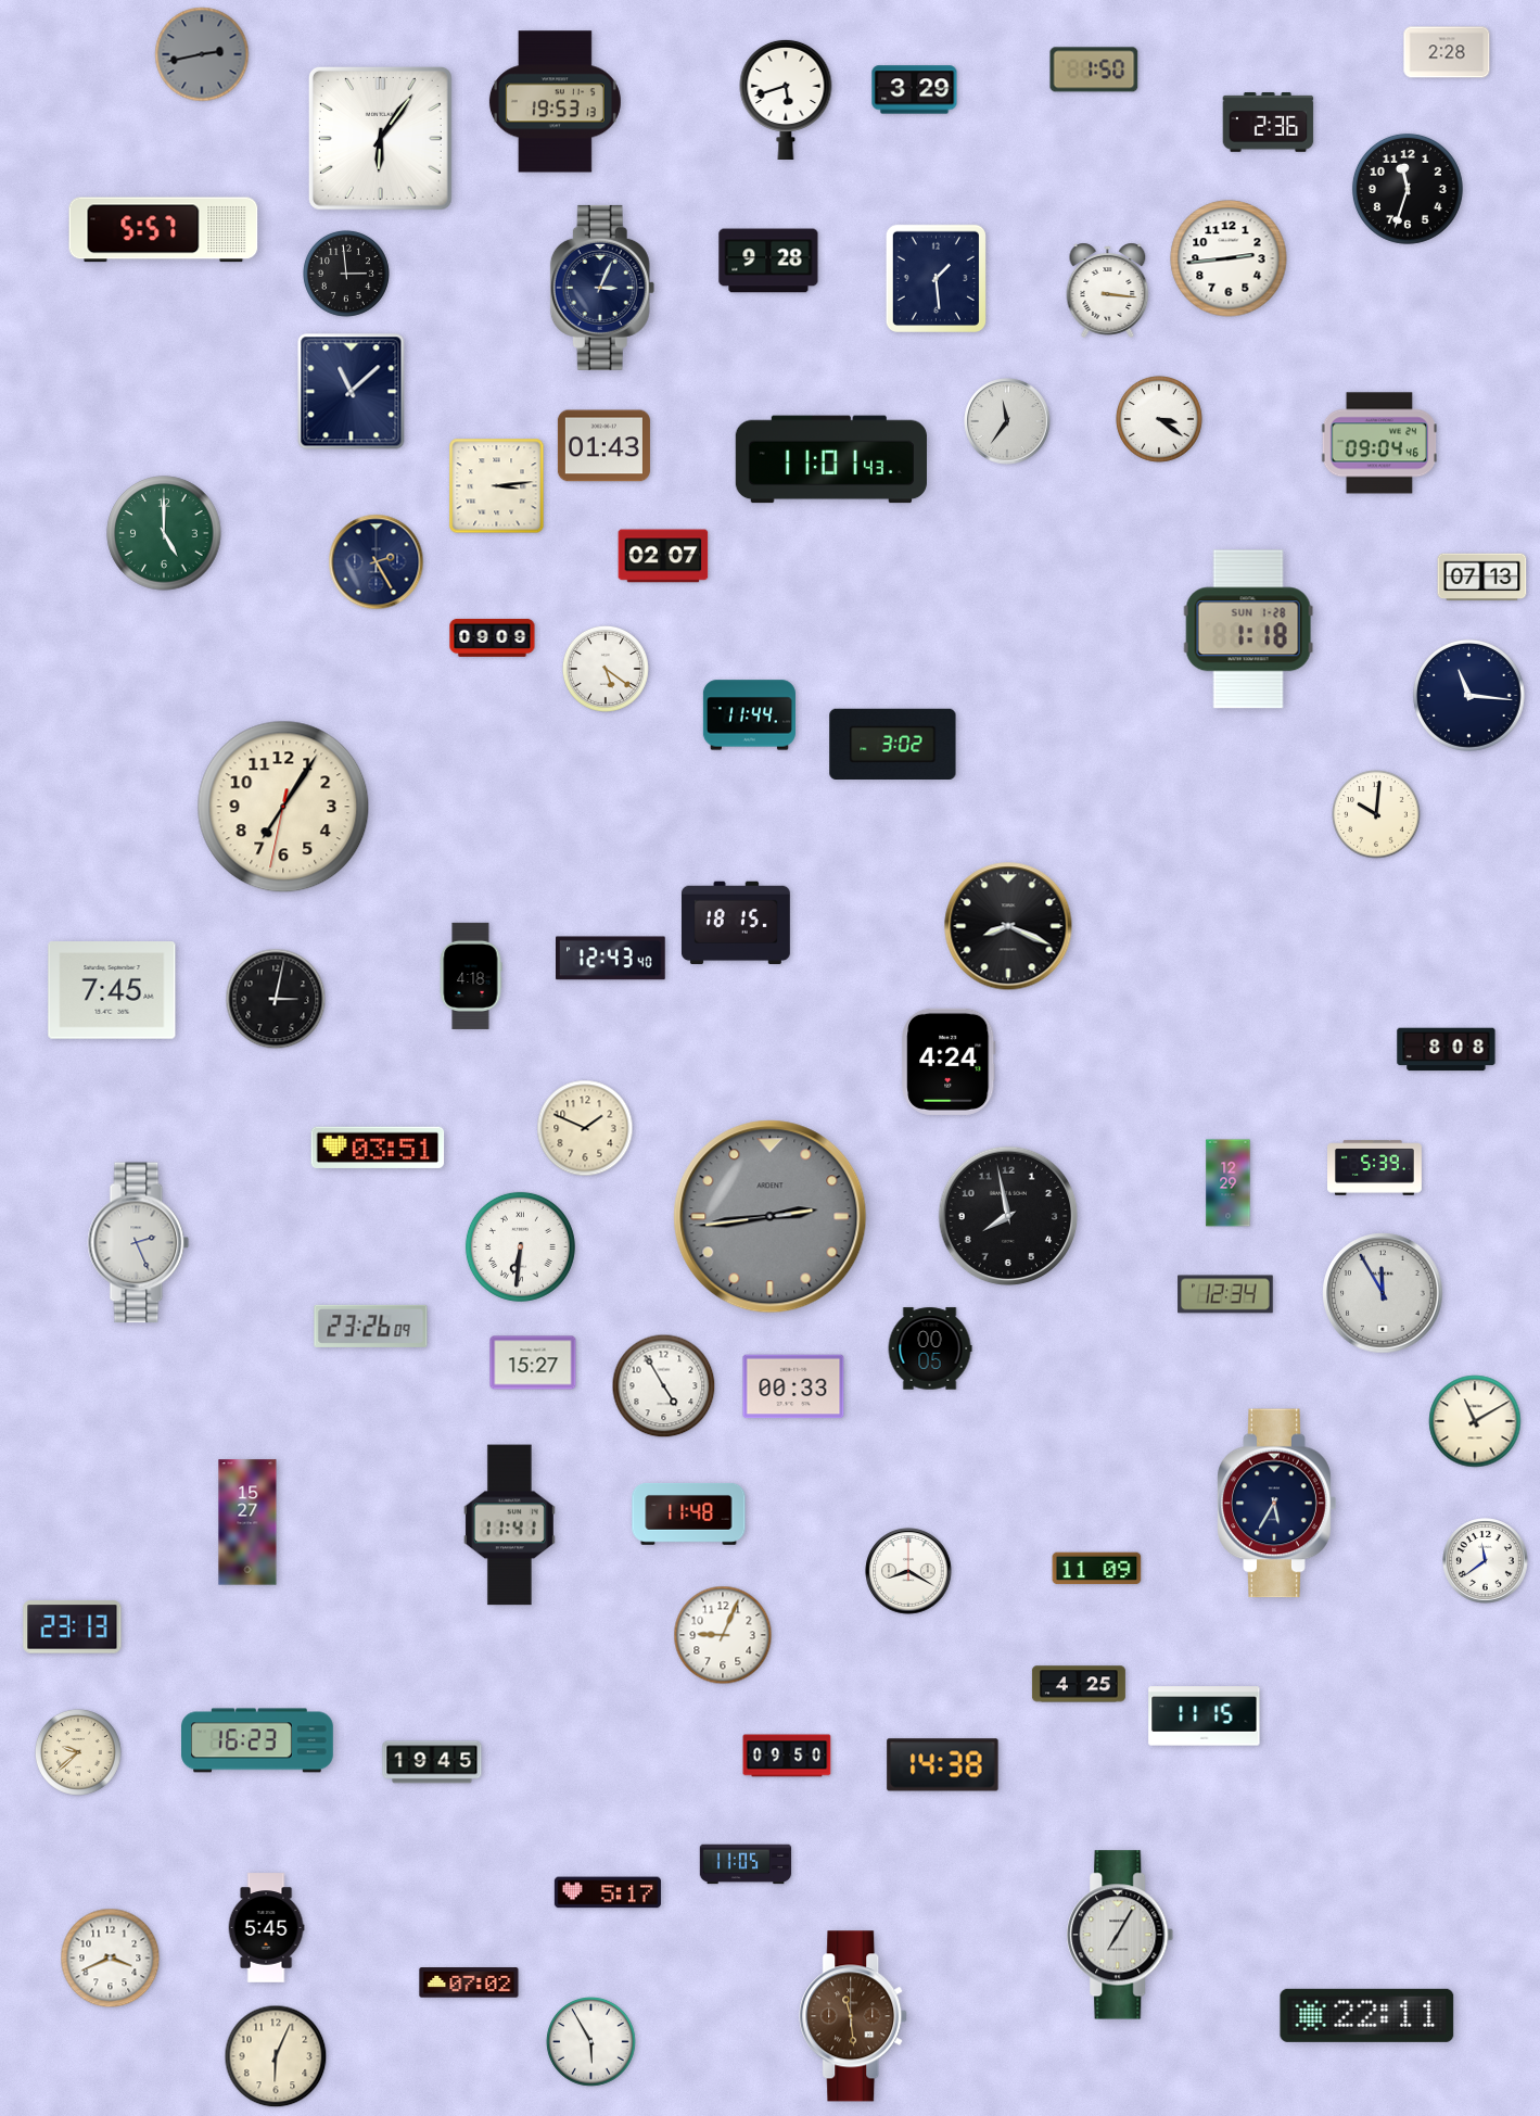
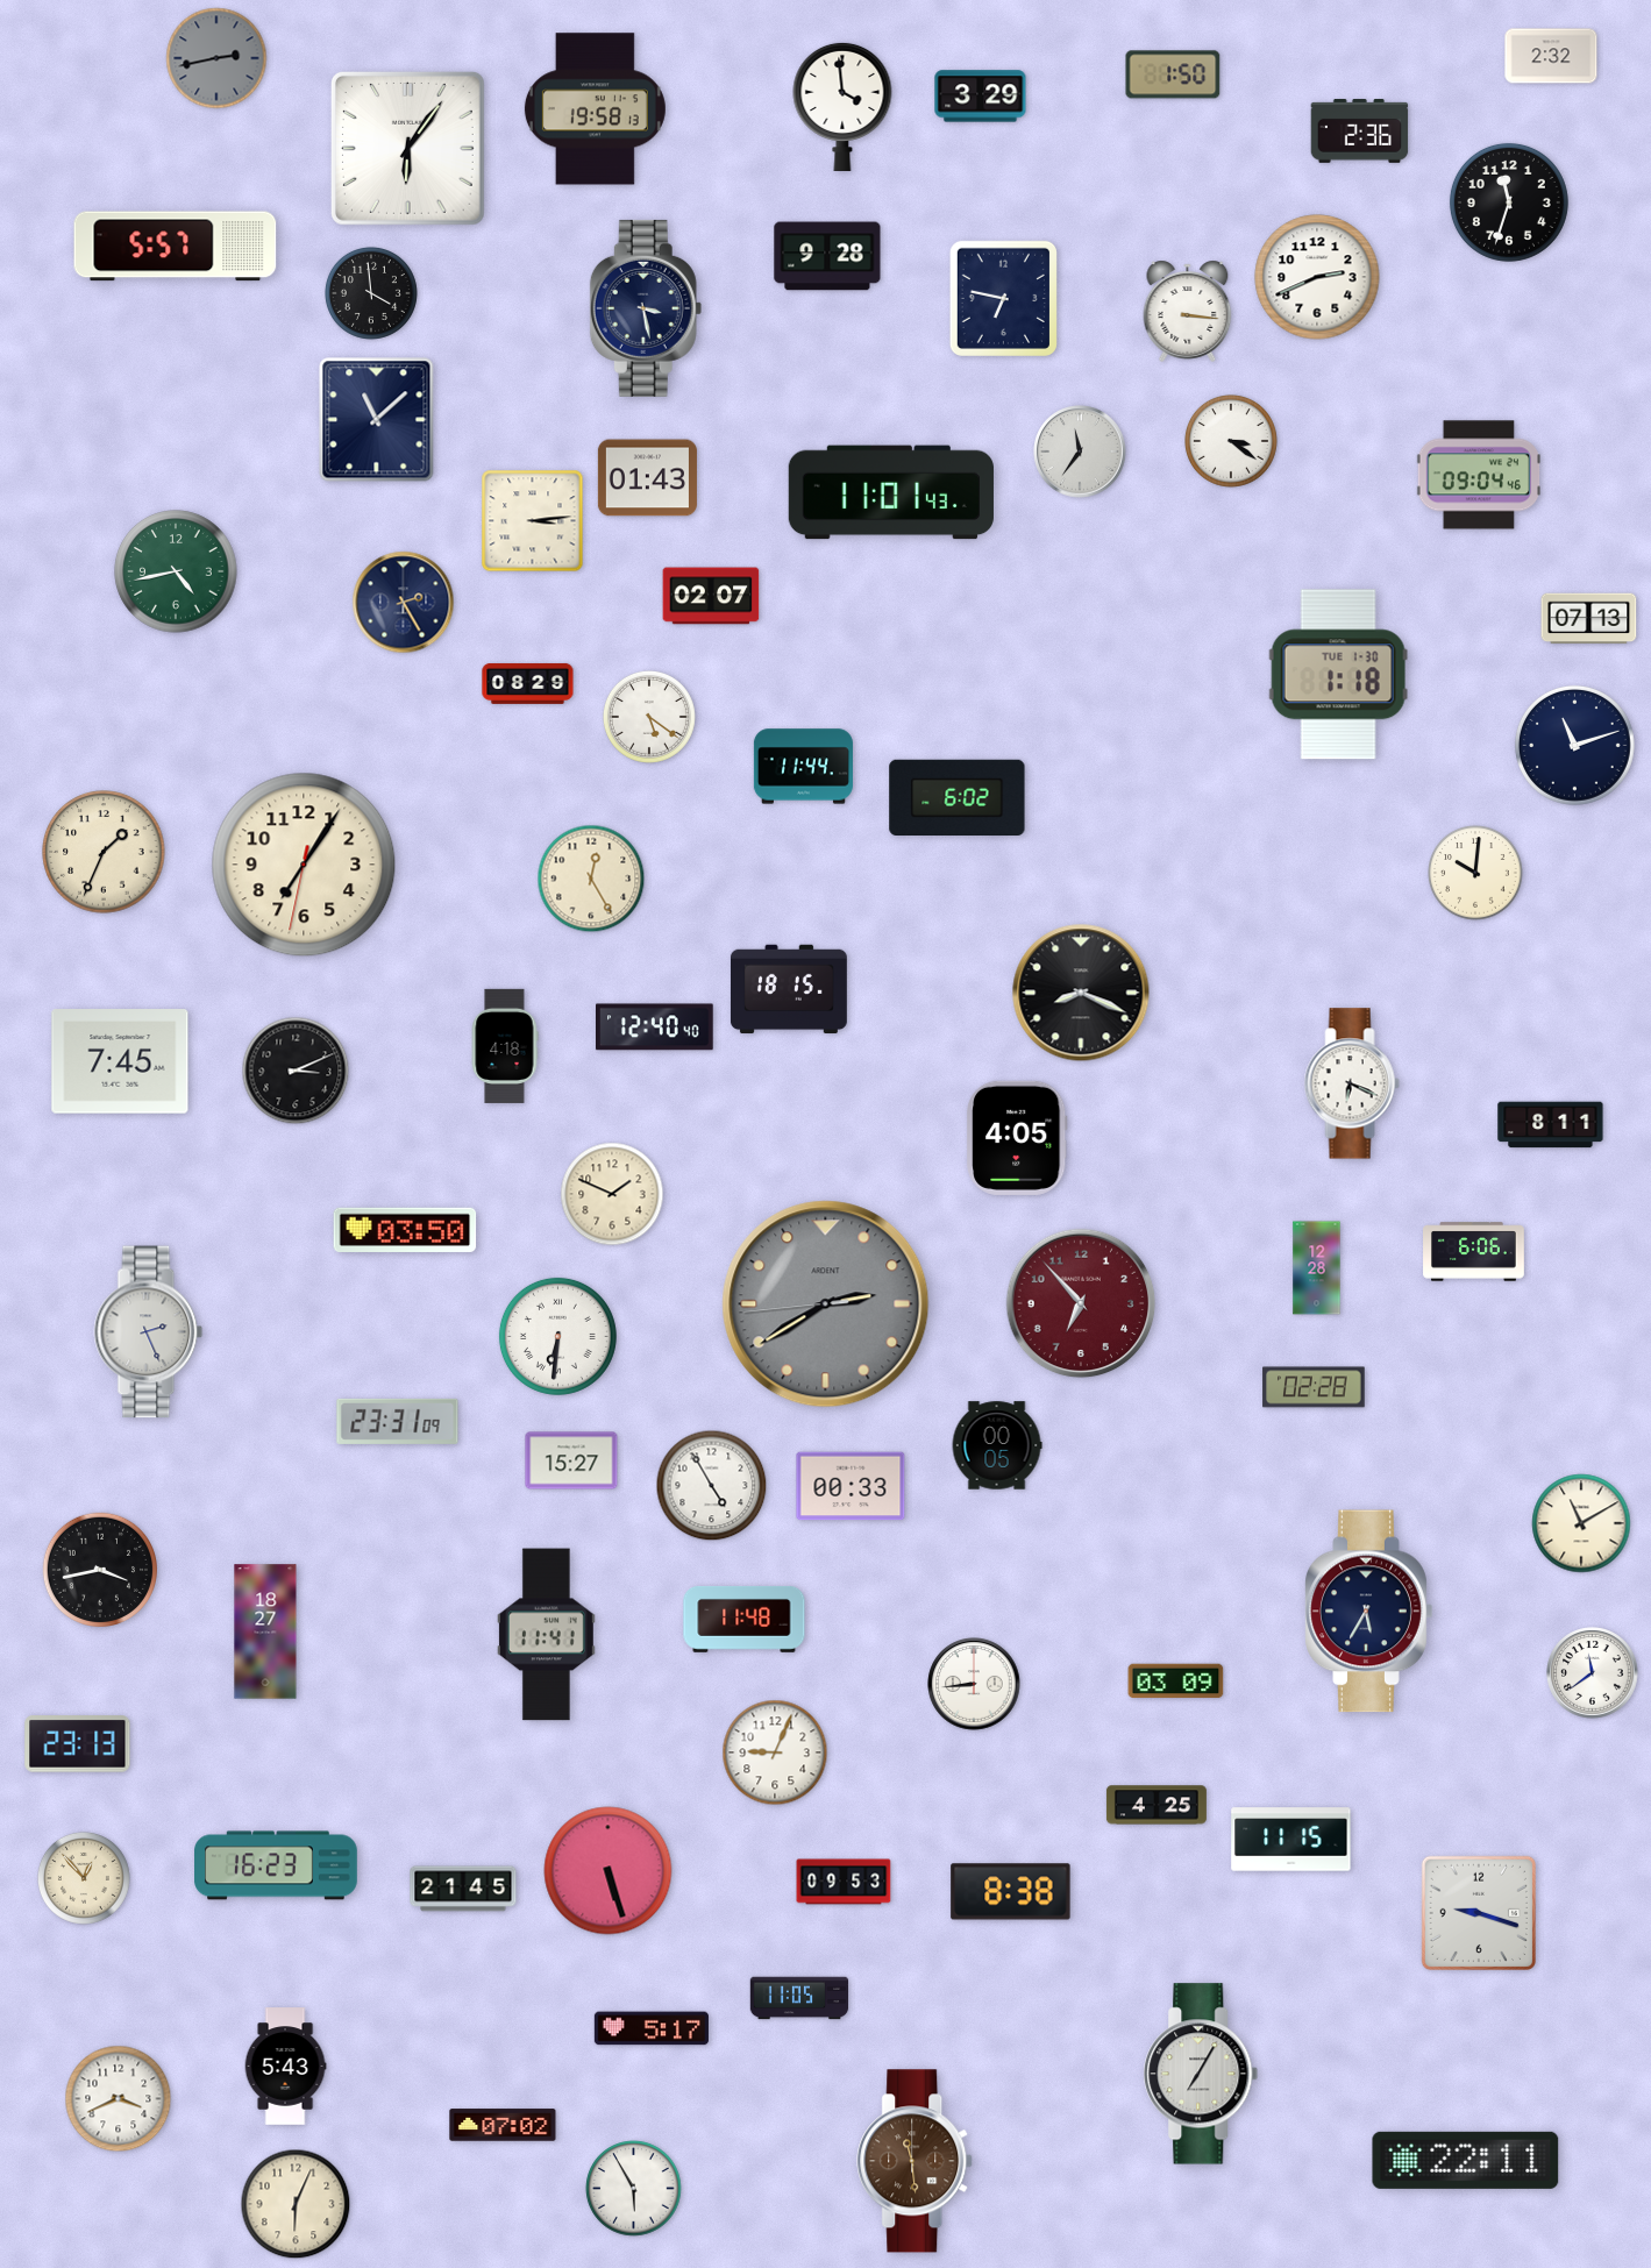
clock at (1447, 52): 2:28 -> 2:32
clock at (786, 99): 5:42 -> 3:59
clock at (555, 102): 19:53 -> 19:58
clock at (1229, 258): 2:44 -> 2:41
clock at (768, 261) position: (768, 261) -> (827, 256)
clock at (346, 274): 2:59 -> 3:59
clock at (936, 278): 1:29 -> 6:47
clock at (602, 288): 3:04 -> 3:28
clock at (1159, 419) position: (1159, 419) -> (1231, 441)
clock at (164, 533): 5:00 -> 4:43
clock at (1248, 630) date: SUN 1-28 -> TUE 1-30
clock at (493, 637): 09:09 -> 08:29
clock at (1469, 696): 11:16 -> 11:12
clock at (893, 744): 3:02 -> 6:02
clock at (104, 852): none -> 1:34
clock at (591, 879): none -> 12:25
clock at (611, 959): 12:43 -> 12:40
clock at (276, 999): 3:02 -> 3:11
clock at (1352, 1083): none -> 6:19
clock at (1447, 1050): 8:08 -> 8:11
clock at (949, 1062): 4:24 -> 4:05
clock at (585, 1128) position: (585, 1128) -> (612, 1194)
clock at (378, 1148): 03:51 -> 03:50
clock at (1375, 1168): 5:39 -> 6:06
clock at (1229, 1183): 12:29 -> 12:28
clock at (1008, 1216): 7:58 -> 6:53
clock at (1008, 1216) dial: black -> burgundy
clock at (771, 1217): 2:43 -> 2:39
clock at (1383, 1293): 11:55 -> none
clock at (1225, 1294): 12:34 -> 02:28
clock at (371, 1326): 23:26 -> 23:31
clock at (99, 1569): none -> 3:43
clock at (689, 1513) position: (689, 1513) -> (745, 1619)
clock at (247, 1522): 15:27 -> 18:27
clock at (1097, 1569): 11:09 -> 03:09
clock at (908, 1571): 8:20 -> 8:44
clock at (609, 1871): none -> 5:27
clock at (78, 1752): 9:38 -> 12:53
clock at (787, 1756): 09:50 -> 09:53
clock at (432, 1762): 19:45 -> 21:45
clock at (943, 1765): 14:38 -> 8:38
clock at (1479, 1913): none -> 9:18
clock at (266, 1928): 5:45 -> 5:43
